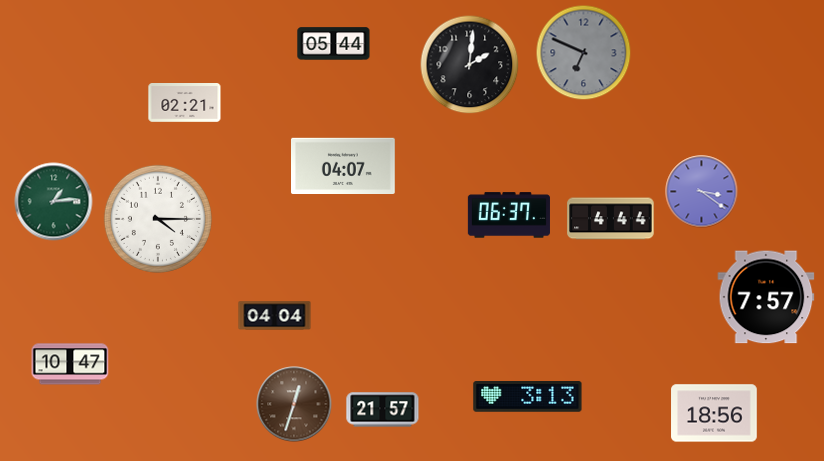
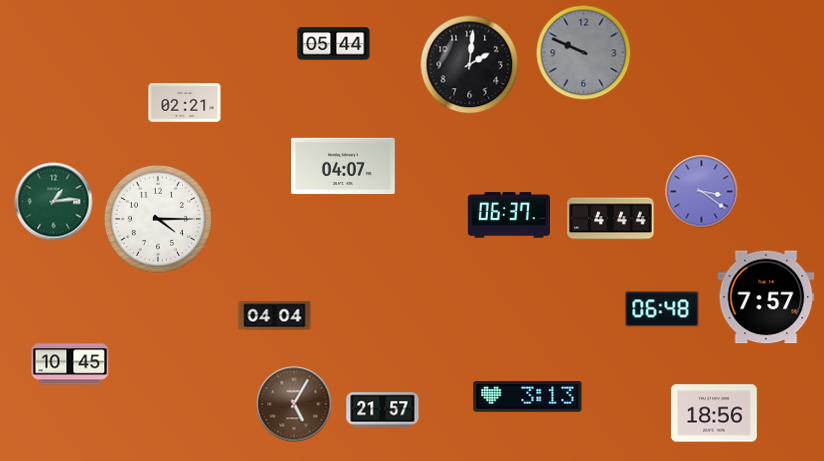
clock at (584, 53): 6:49 -> 9:49
clock at (662, 309): none -> 06:48
clock at (70, 364): 10:47 -> 10:45
clock at (294, 404): 12:33 -> 5:05
